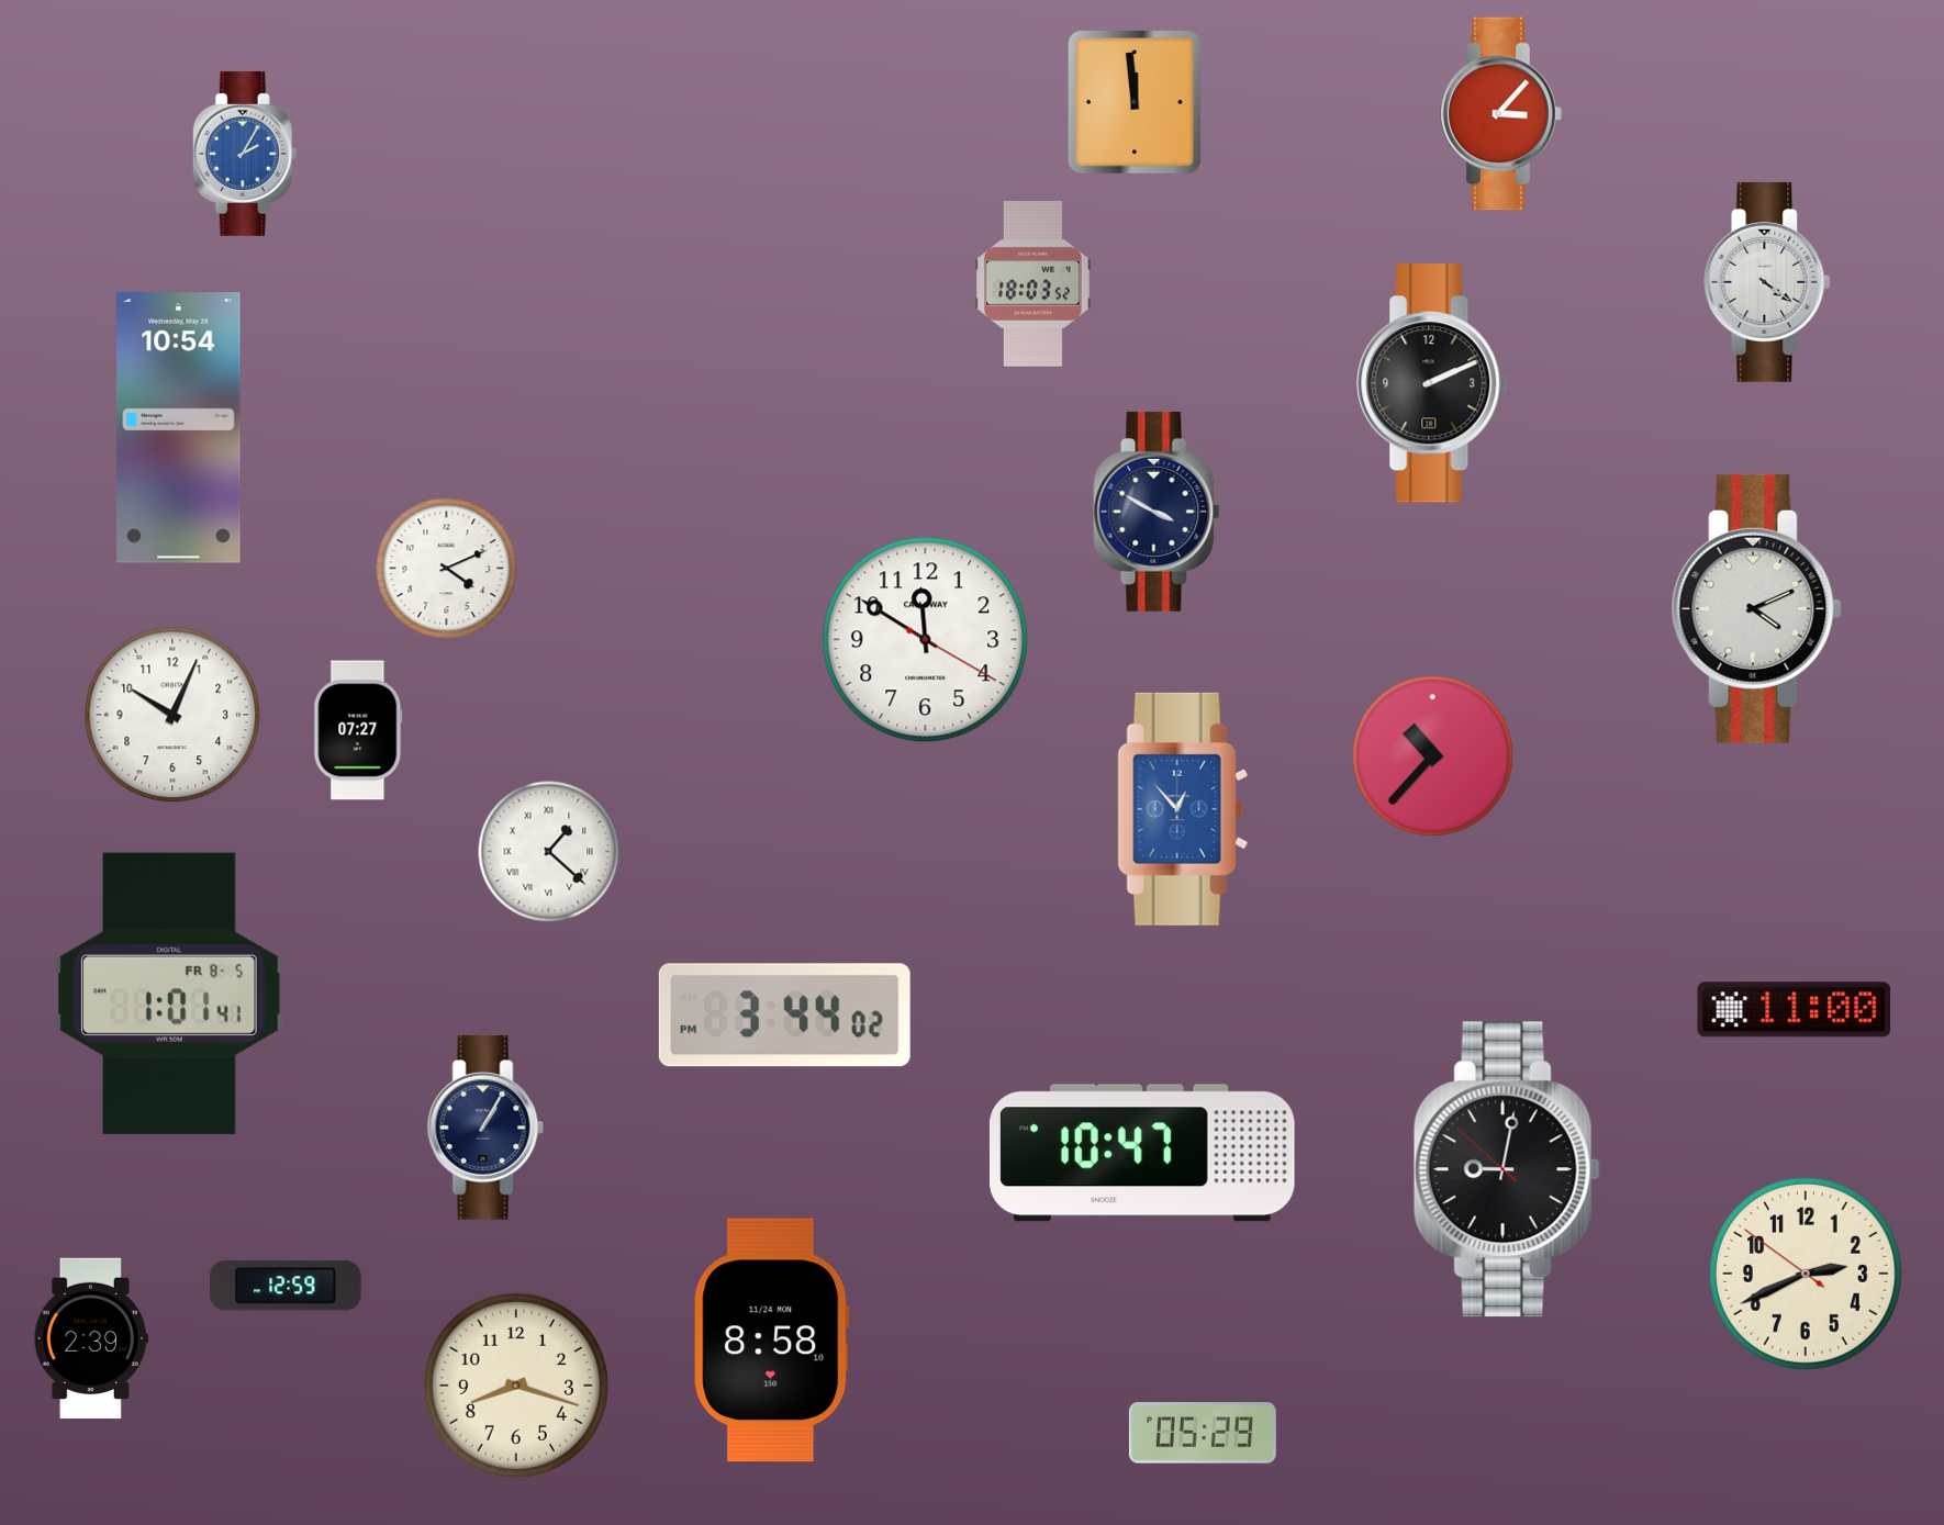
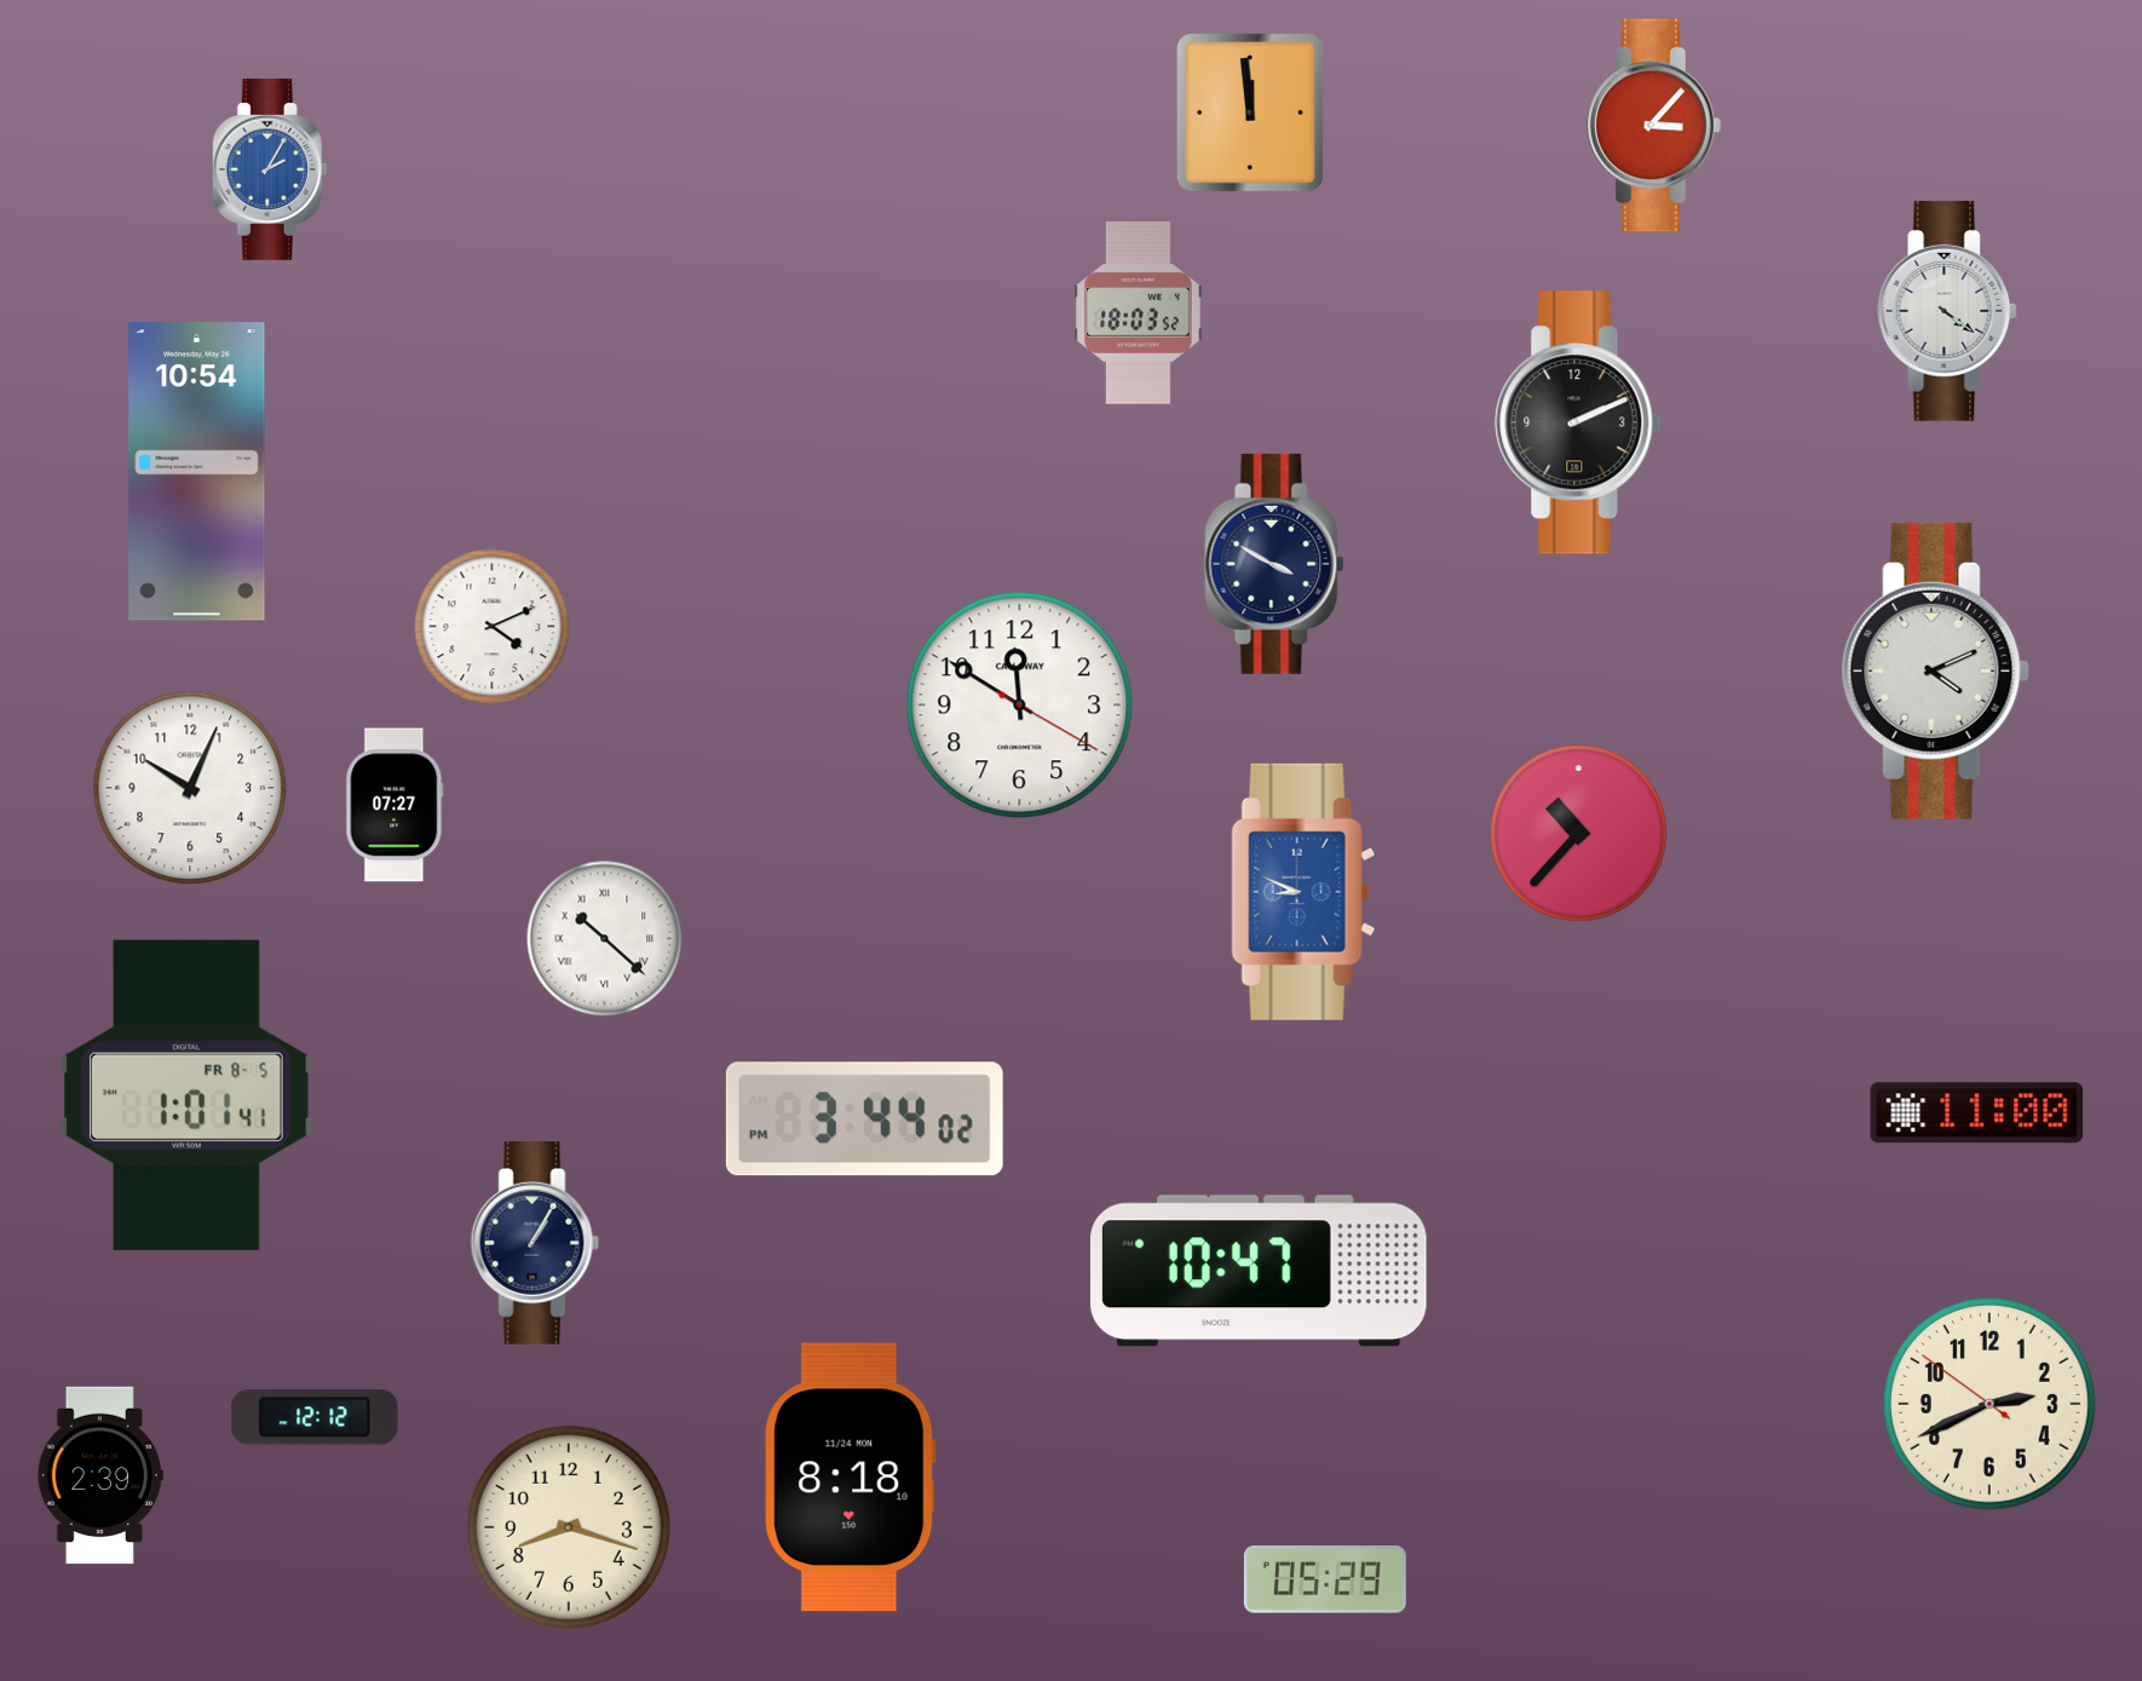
clock at (1183, 809): 12:53 -> 8:49
clock at (549, 852): 1:22 -> 10:22
clock at (1507, 1169): 9:01 -> none
clock at (286, 1286): 12:59 -> 12:12
clock at (772, 1341): 8:58 -> 8:18
